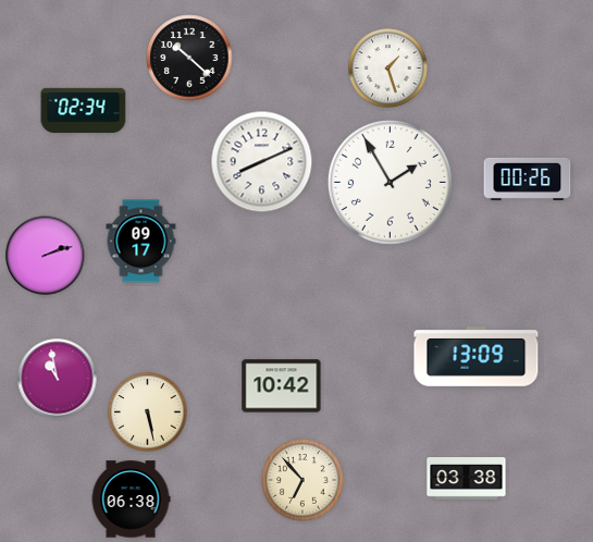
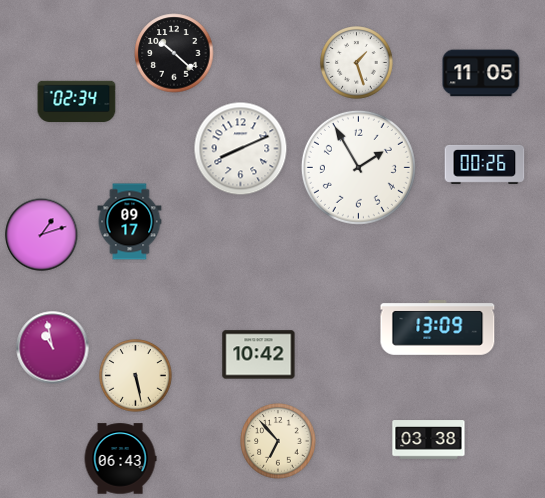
clock at (481, 73): none -> 11:05
clock at (46, 256): 2:12 -> 1:12
clock at (148, 412) position: (148, 412) -> (136, 376)
clock at (131, 500): 06:38 -> 06:43
